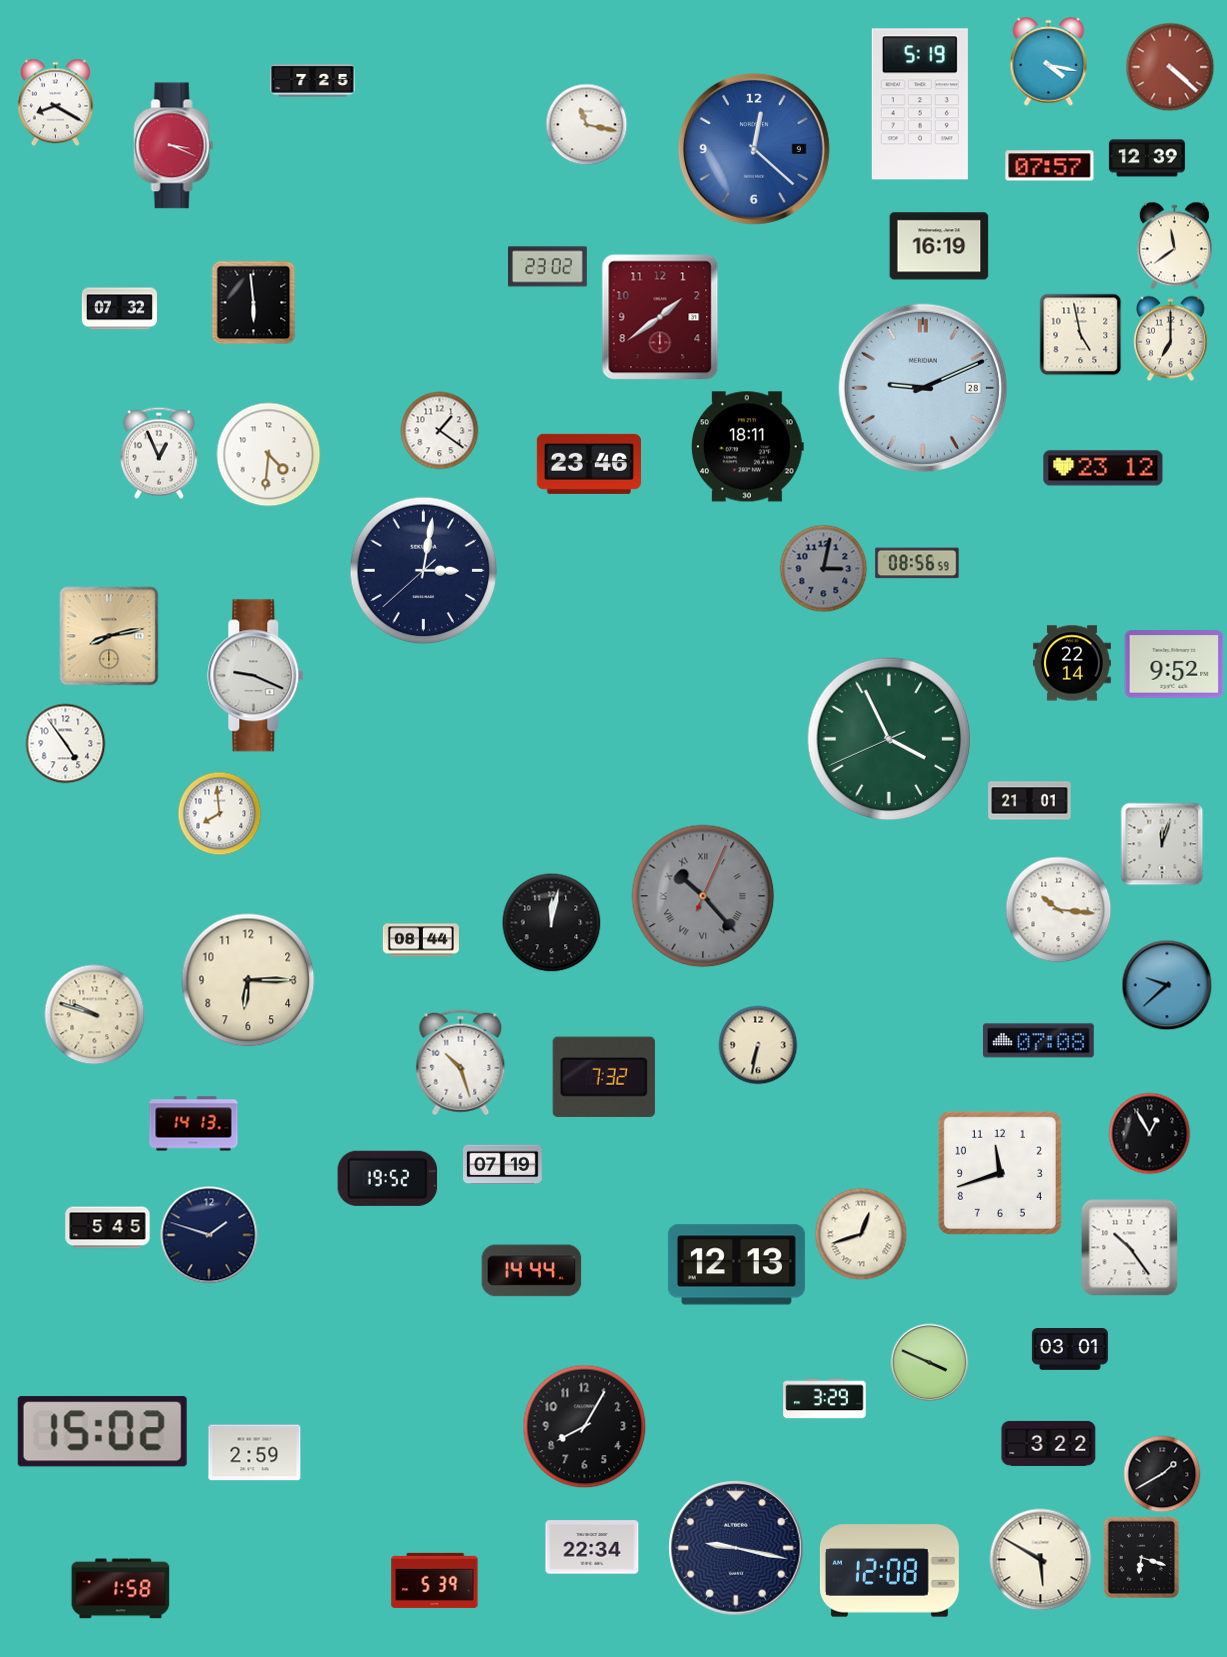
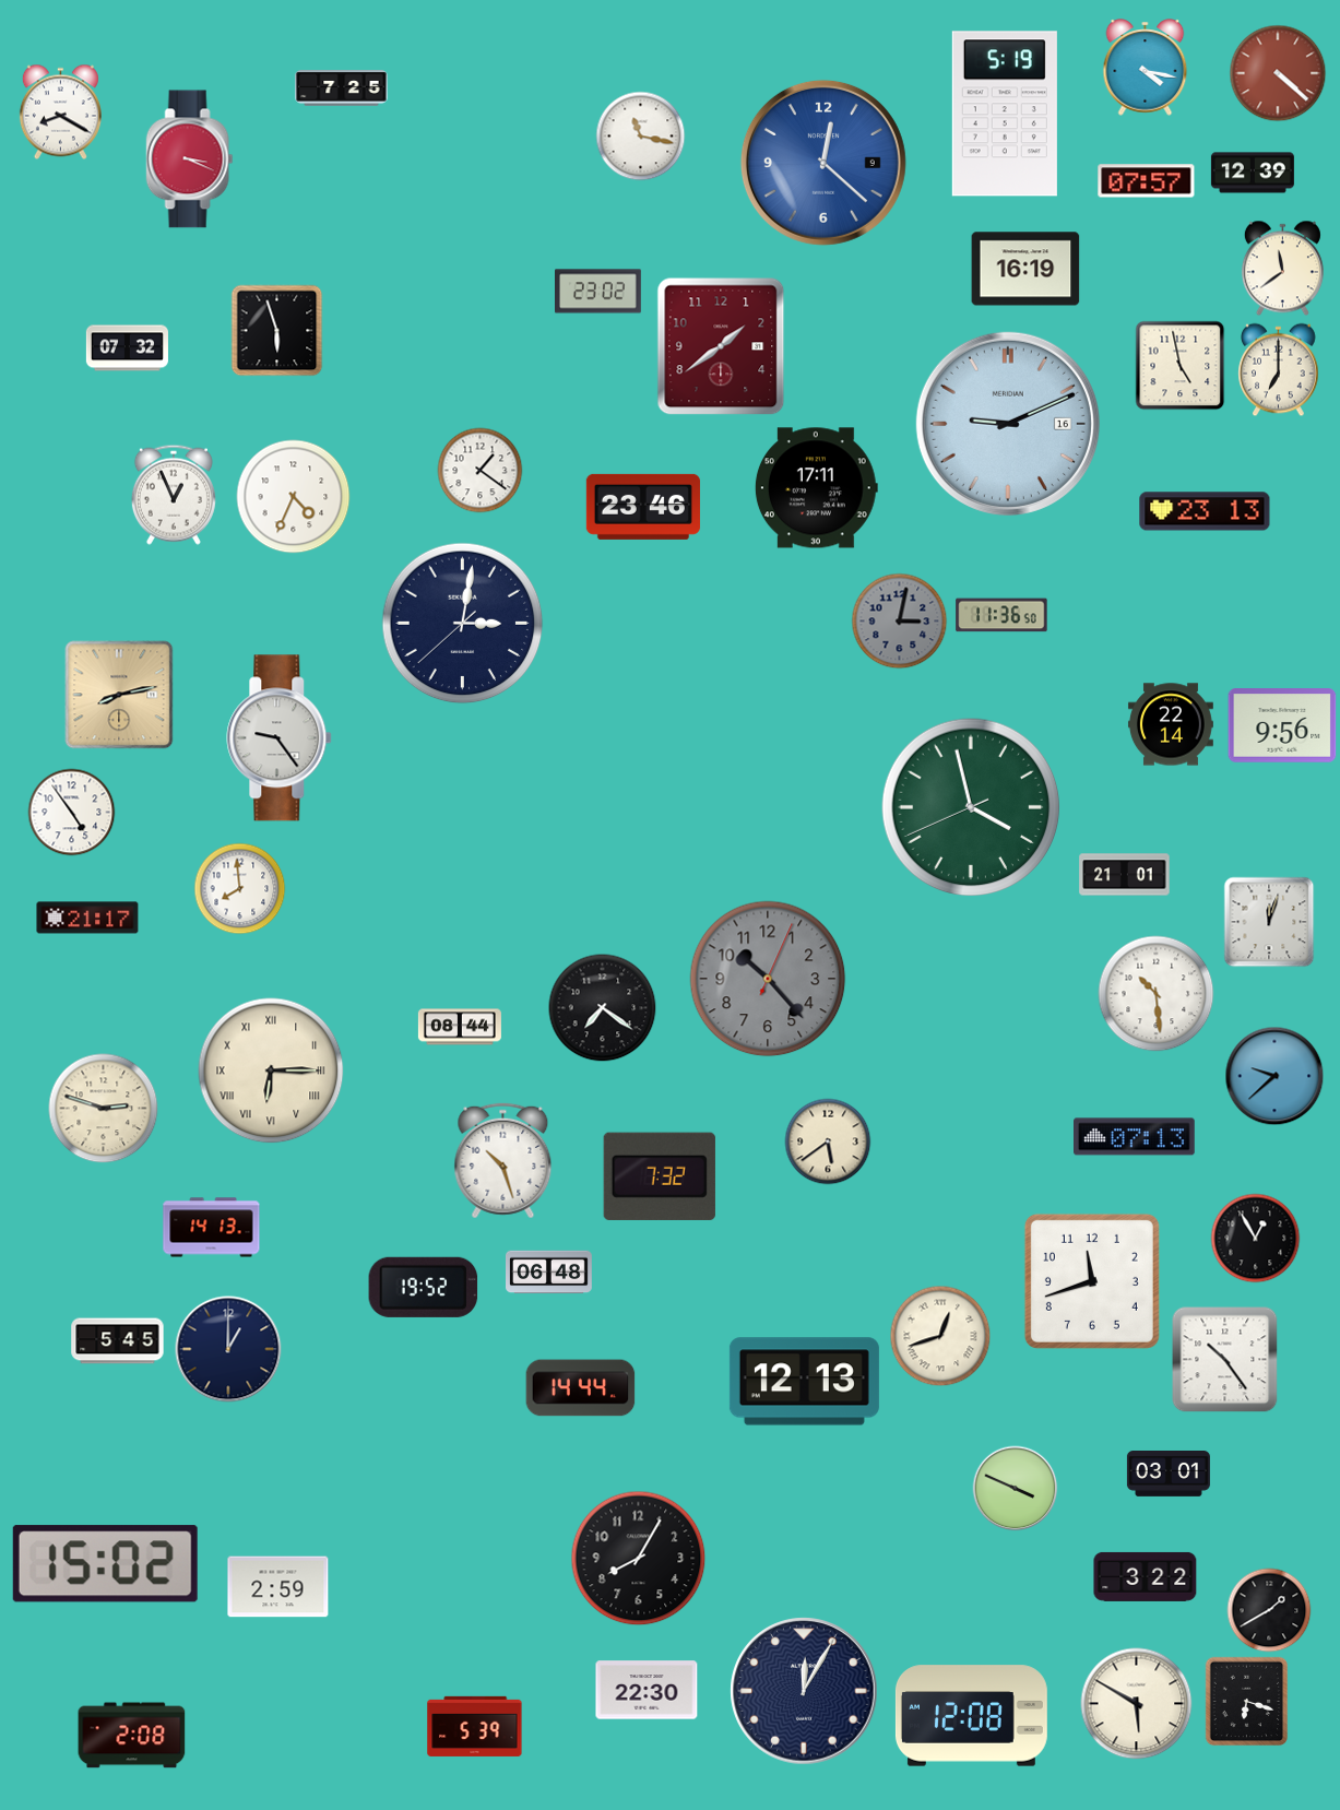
clock at (254, 303): 5:59 -> 5:57
clock at (119, 309) position: (119, 309) -> (127, 348)
clock at (923, 388) date: 28 -> 16
clock at (747, 447): 18:11 -> 17:11
clock at (269, 455): 4:31 -> 4:34
clock at (1103, 468): 23:12 -> 23:13
clock at (917, 563): 08:56 -> 11:36
clock at (1174, 664): 9:52 -> 9:56
clock at (256, 676): 9:19 -> 9:24
clock at (889, 739): 3:55 -> 3:57
clock at (87, 918): none -> 21:17
clock at (703, 896) numerals: Roman -> Arabic
clock at (1059, 910): 10:16 -> 10:29
clock at (552, 923): 12:02 -> 7:21
clock at (248, 980) numerals: Arabic -> Roman
clock at (95, 1015): 9:48 -> 2:48
clock at (1039, 1041): 07:08 -> 07:13
clock at (758, 1045): 6:32 -> 5:39
clock at (503, 1165): 07:19 -> 06:48
clock at (861, 1234) position: (861, 1234) -> (940, 1336)
clock at (209, 1235): 1:48 -> 1:00
clock at (1130, 1248) position: (1130, 1248) -> (1225, 1360)
clock at (825, 1399): 3:29 -> none
clock at (102, 1432) position: (102, 1432) -> (105, 1564)
clock at (592, 1547): 22:34 -> 22:30
clock at (736, 1548): 9:17 -> 12:05
clock at (121, 1589): 1:58 -> 2:08
